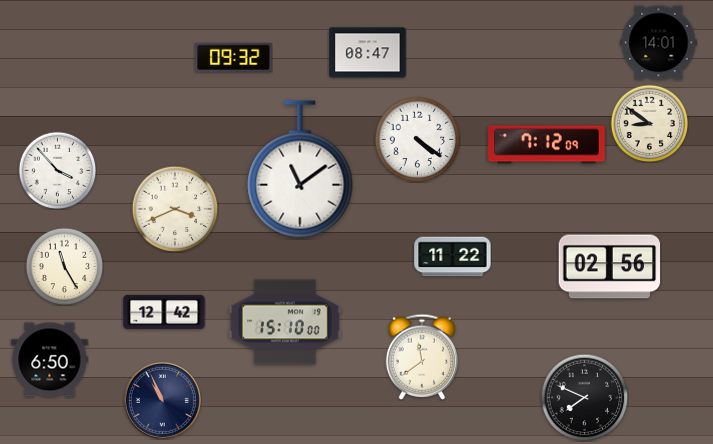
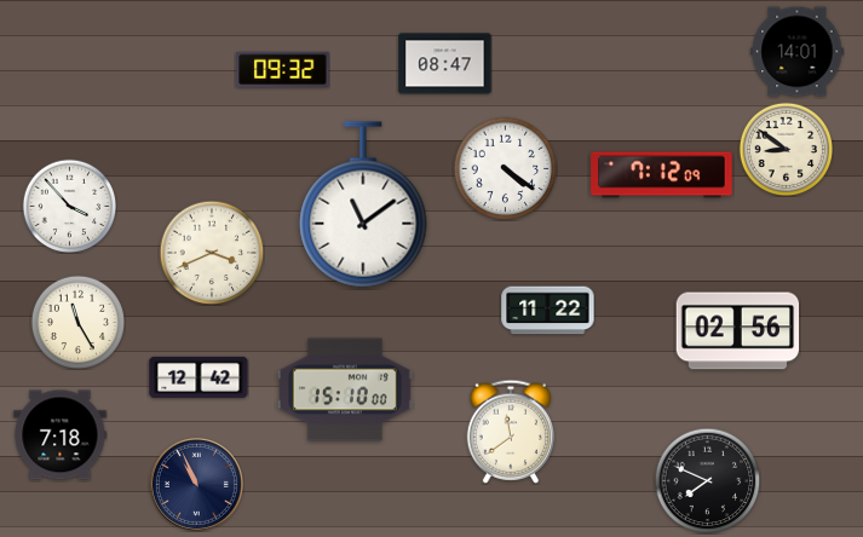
clock at (610, 267) position: (610, 267) -> (738, 331)
clock at (50, 360): 6:50 -> 7:18
